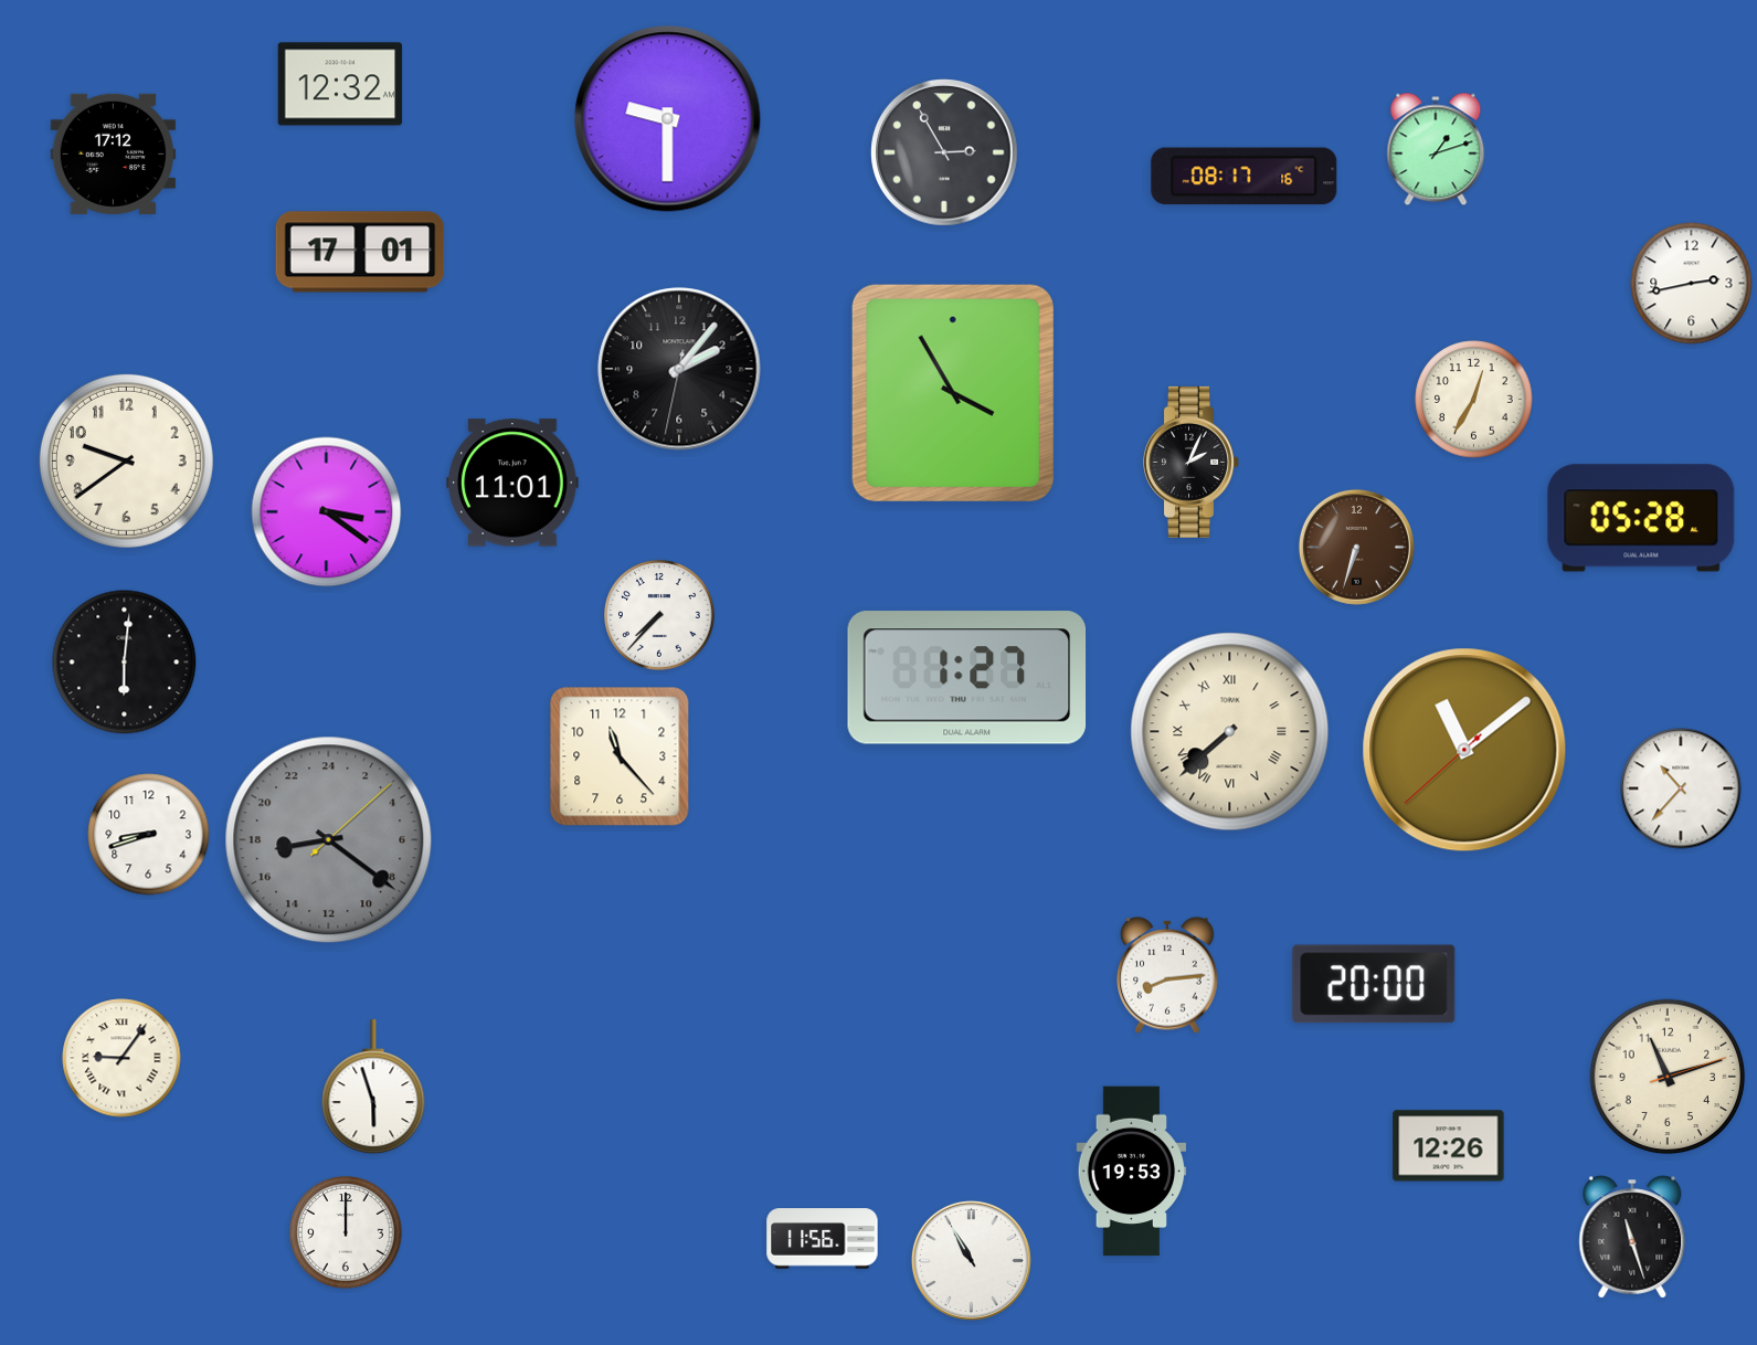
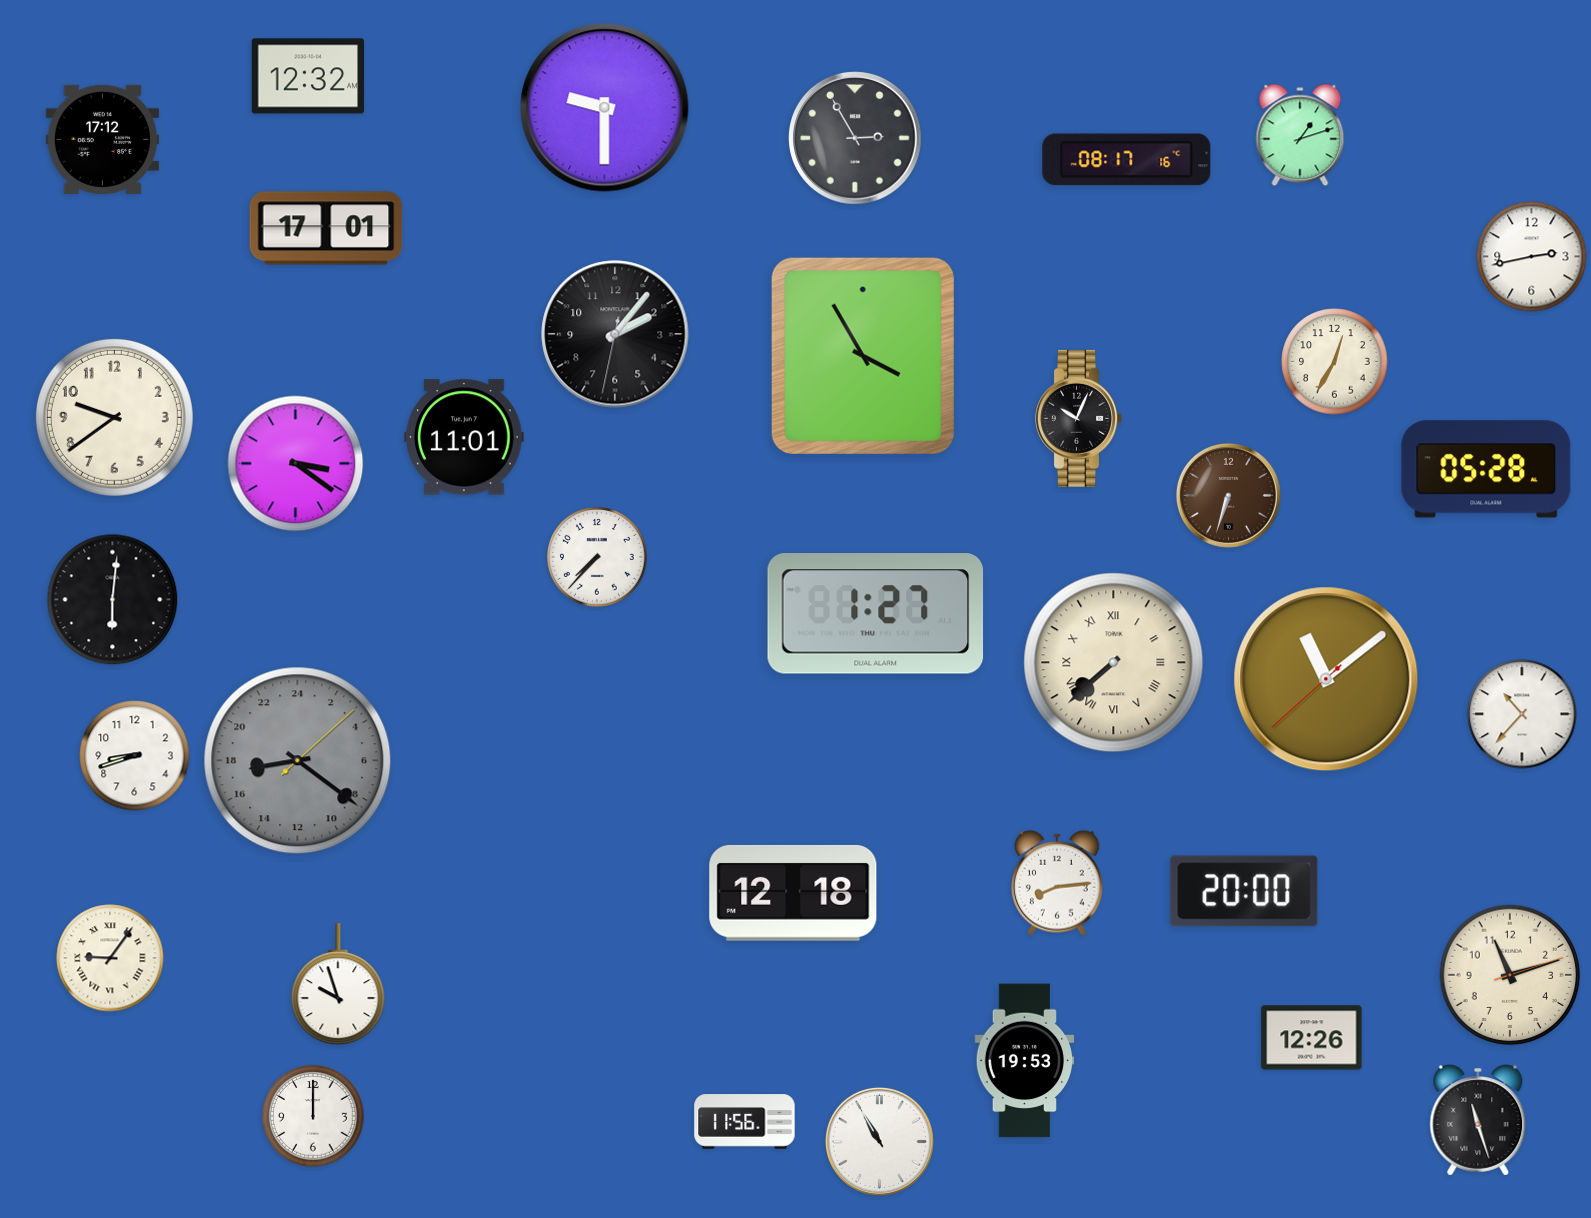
clock at (1192, 462): 2:04 -> 10:04
clock at (620, 756): 11:23 -> none
clock at (793, 893): none -> 12:18
clock at (373, 1088): 5:57 -> 9:57
